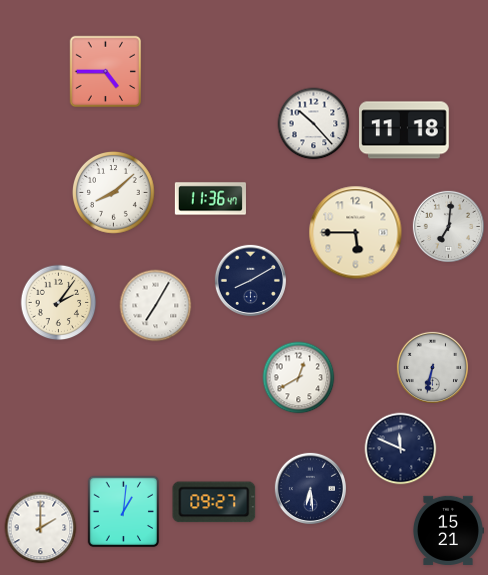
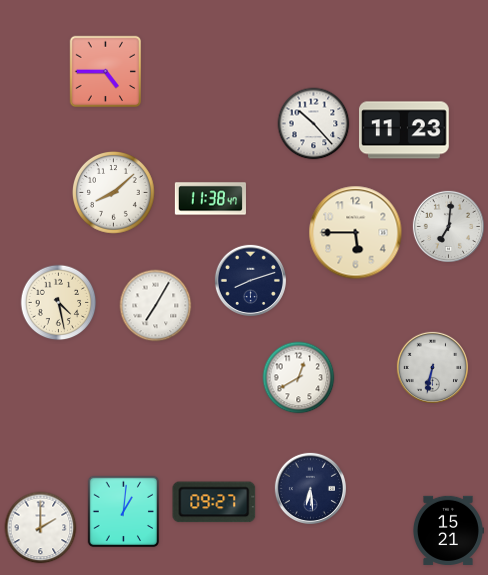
clock at (404, 130): 11:18 -> 11:23
clock at (210, 199): 11:36 -> 11:38
clock at (250, 280): 8:10 -> 8:12
clock at (59, 303): 2:06 -> 4:28
clock at (401, 449): 11:49 -> none
